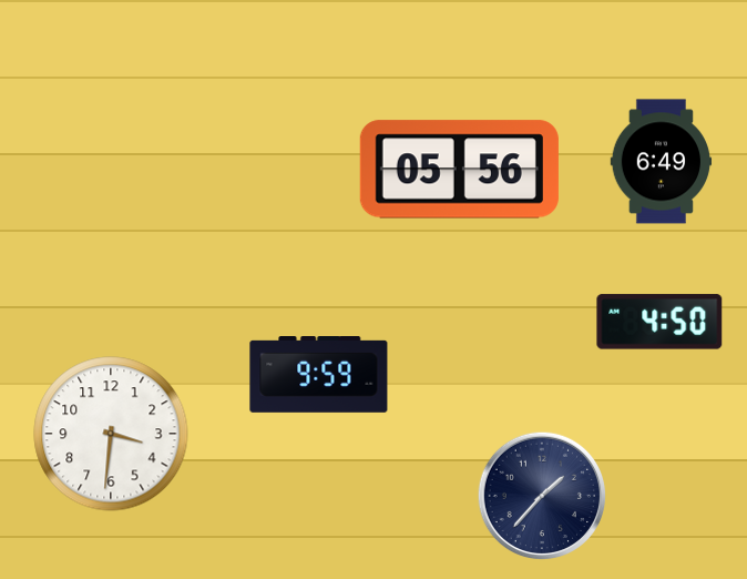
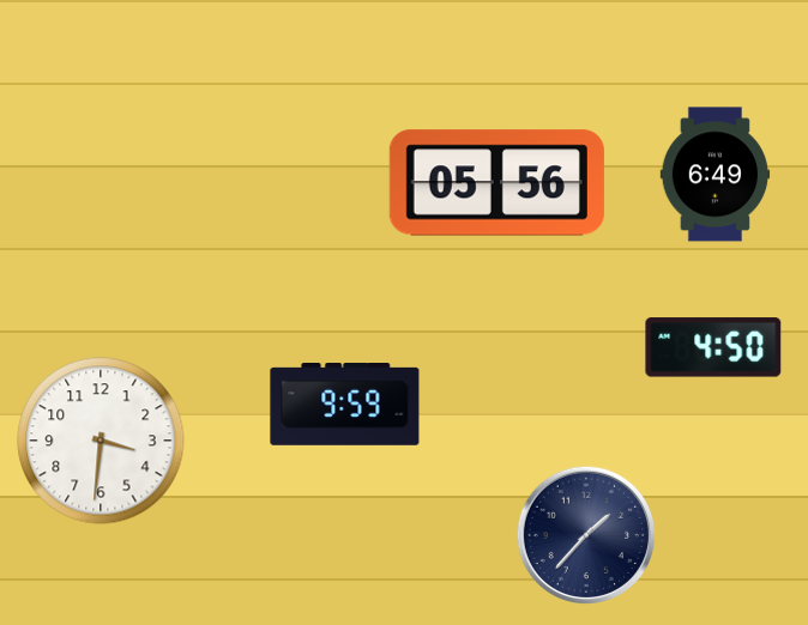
clock at (111, 434) position: (111, 434) -> (101, 441)
